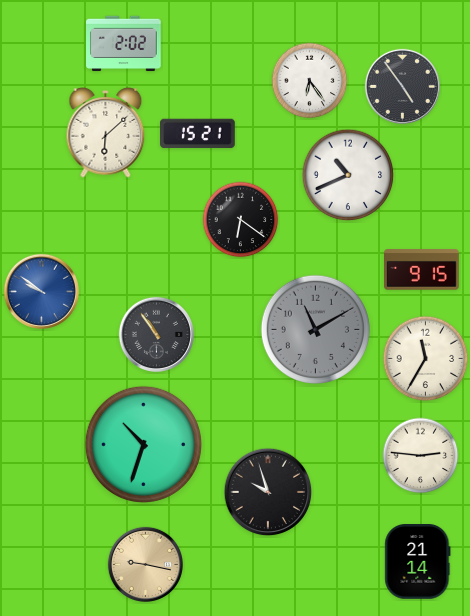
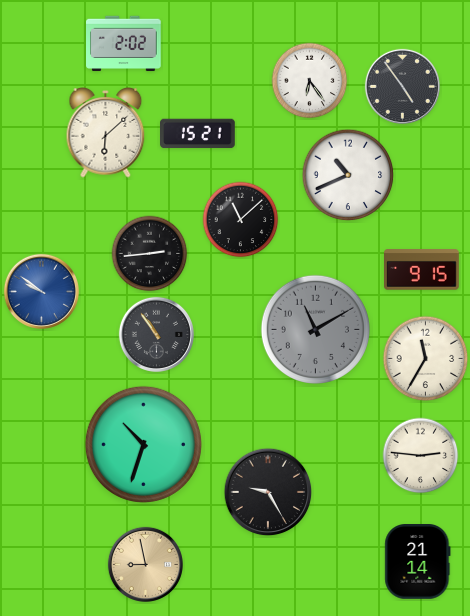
clock at (241, 220): 6:21 -> 11:08
clock at (150, 254): none -> 2:44
clock at (268, 492): 9:57 -> 9:25
clock at (145, 564): 9:17 -> 8:58
